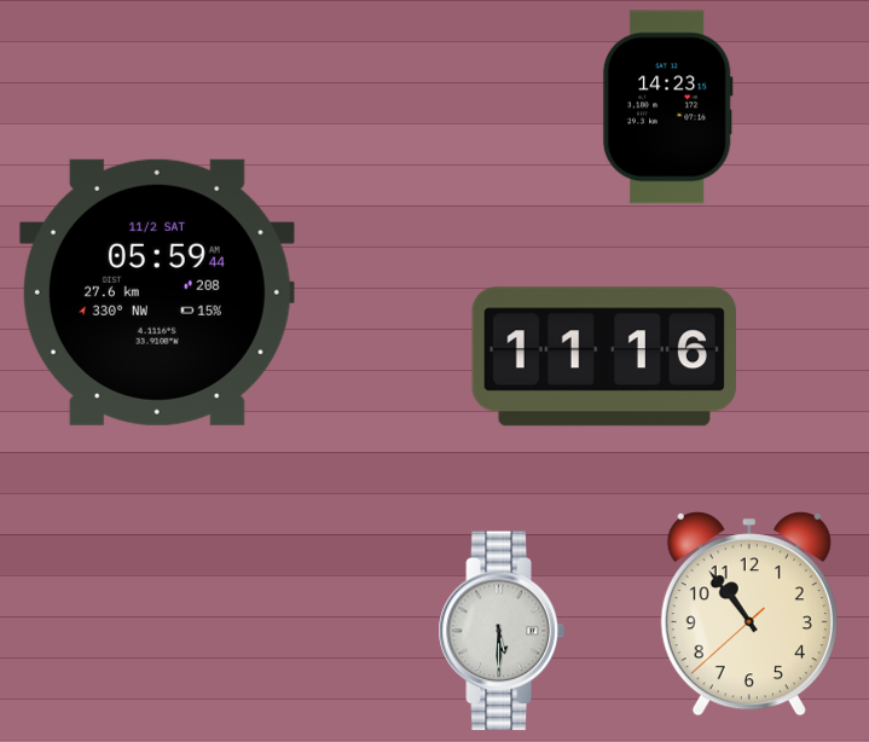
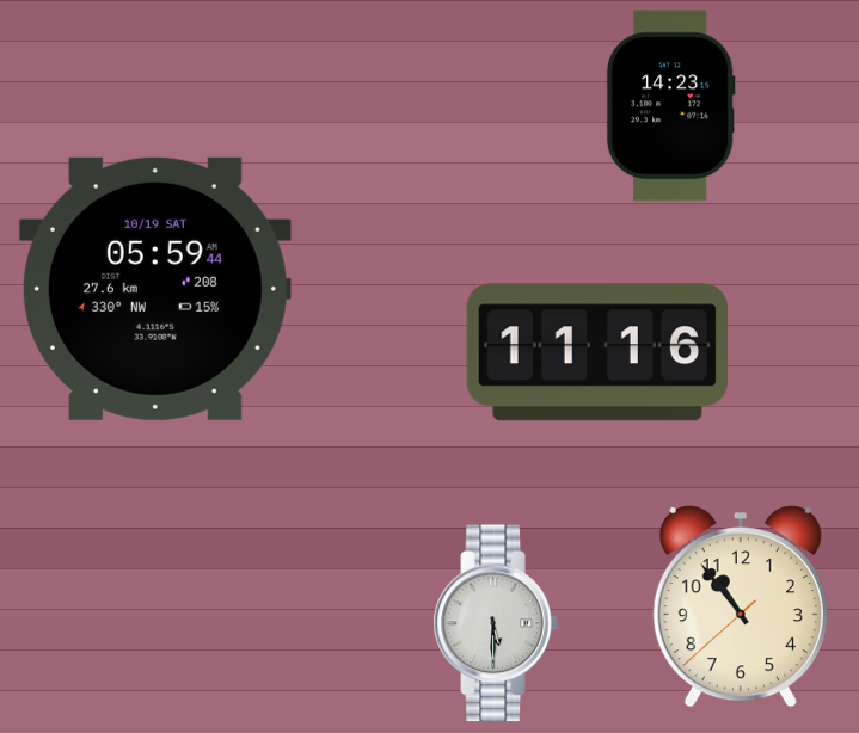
clock at (667, 108) position: (667, 108) -> (670, 106)
clock at (157, 292) date: 11/2 SAT -> 10/19 SAT
